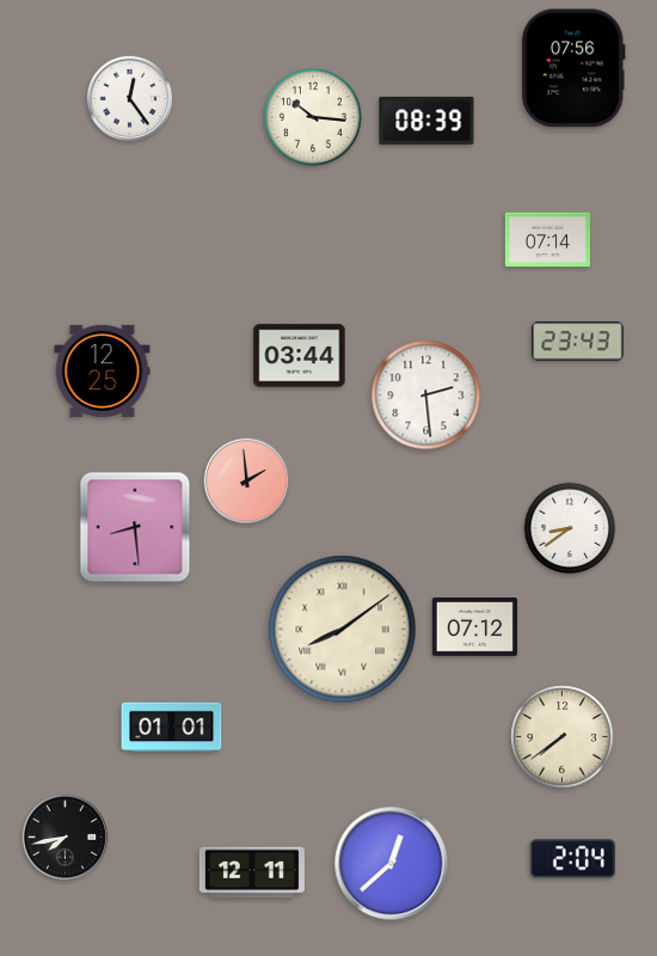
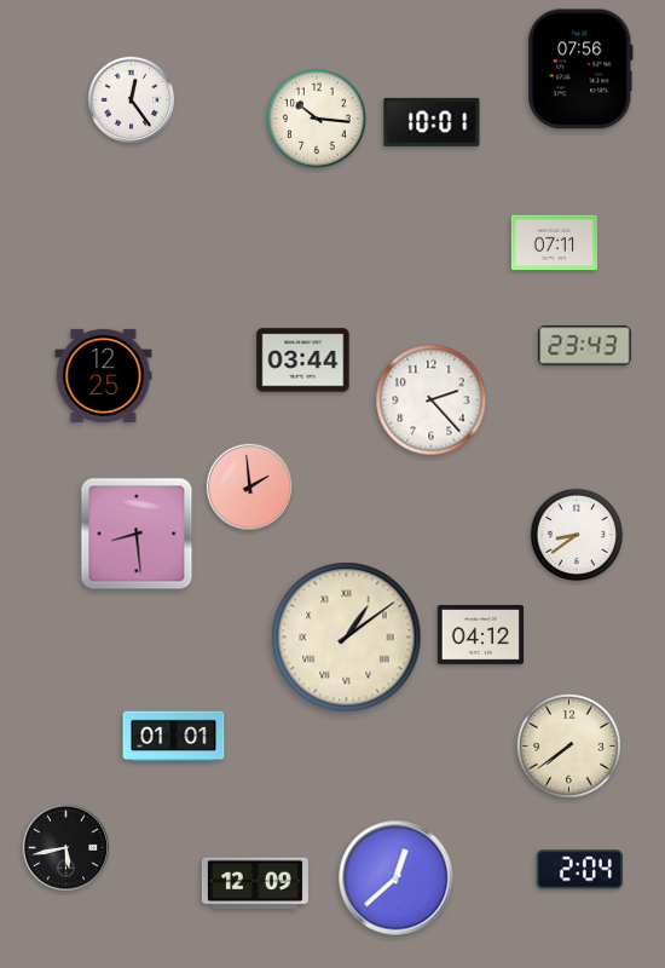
clock at (426, 121): 08:39 -> 10:01
clock at (547, 240): 07:14 -> 07:11
clock at (426, 396): 2:29 -> 2:23
clock at (474, 627): 07:12 -> 04:12
clock at (343, 630): 8:09 -> 1:09
clock at (65, 836): 7:43 -> 5:43
clock at (392, 864) position: (392, 864) -> (397, 878)
clock at (252, 872): 12:11 -> 12:09
